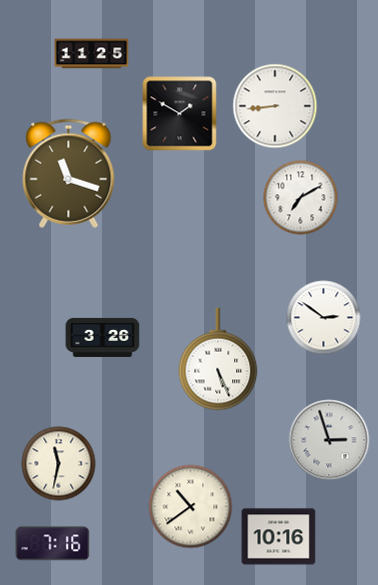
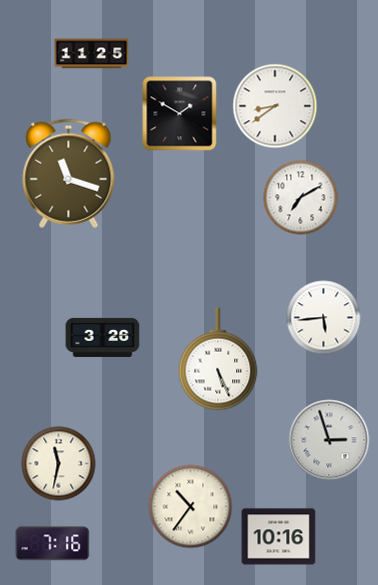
clock at (275, 106): 8:44 -> 8:39
clock at (324, 318): 2:51 -> 5:44
clock at (191, 507): 10:39 -> 10:36
